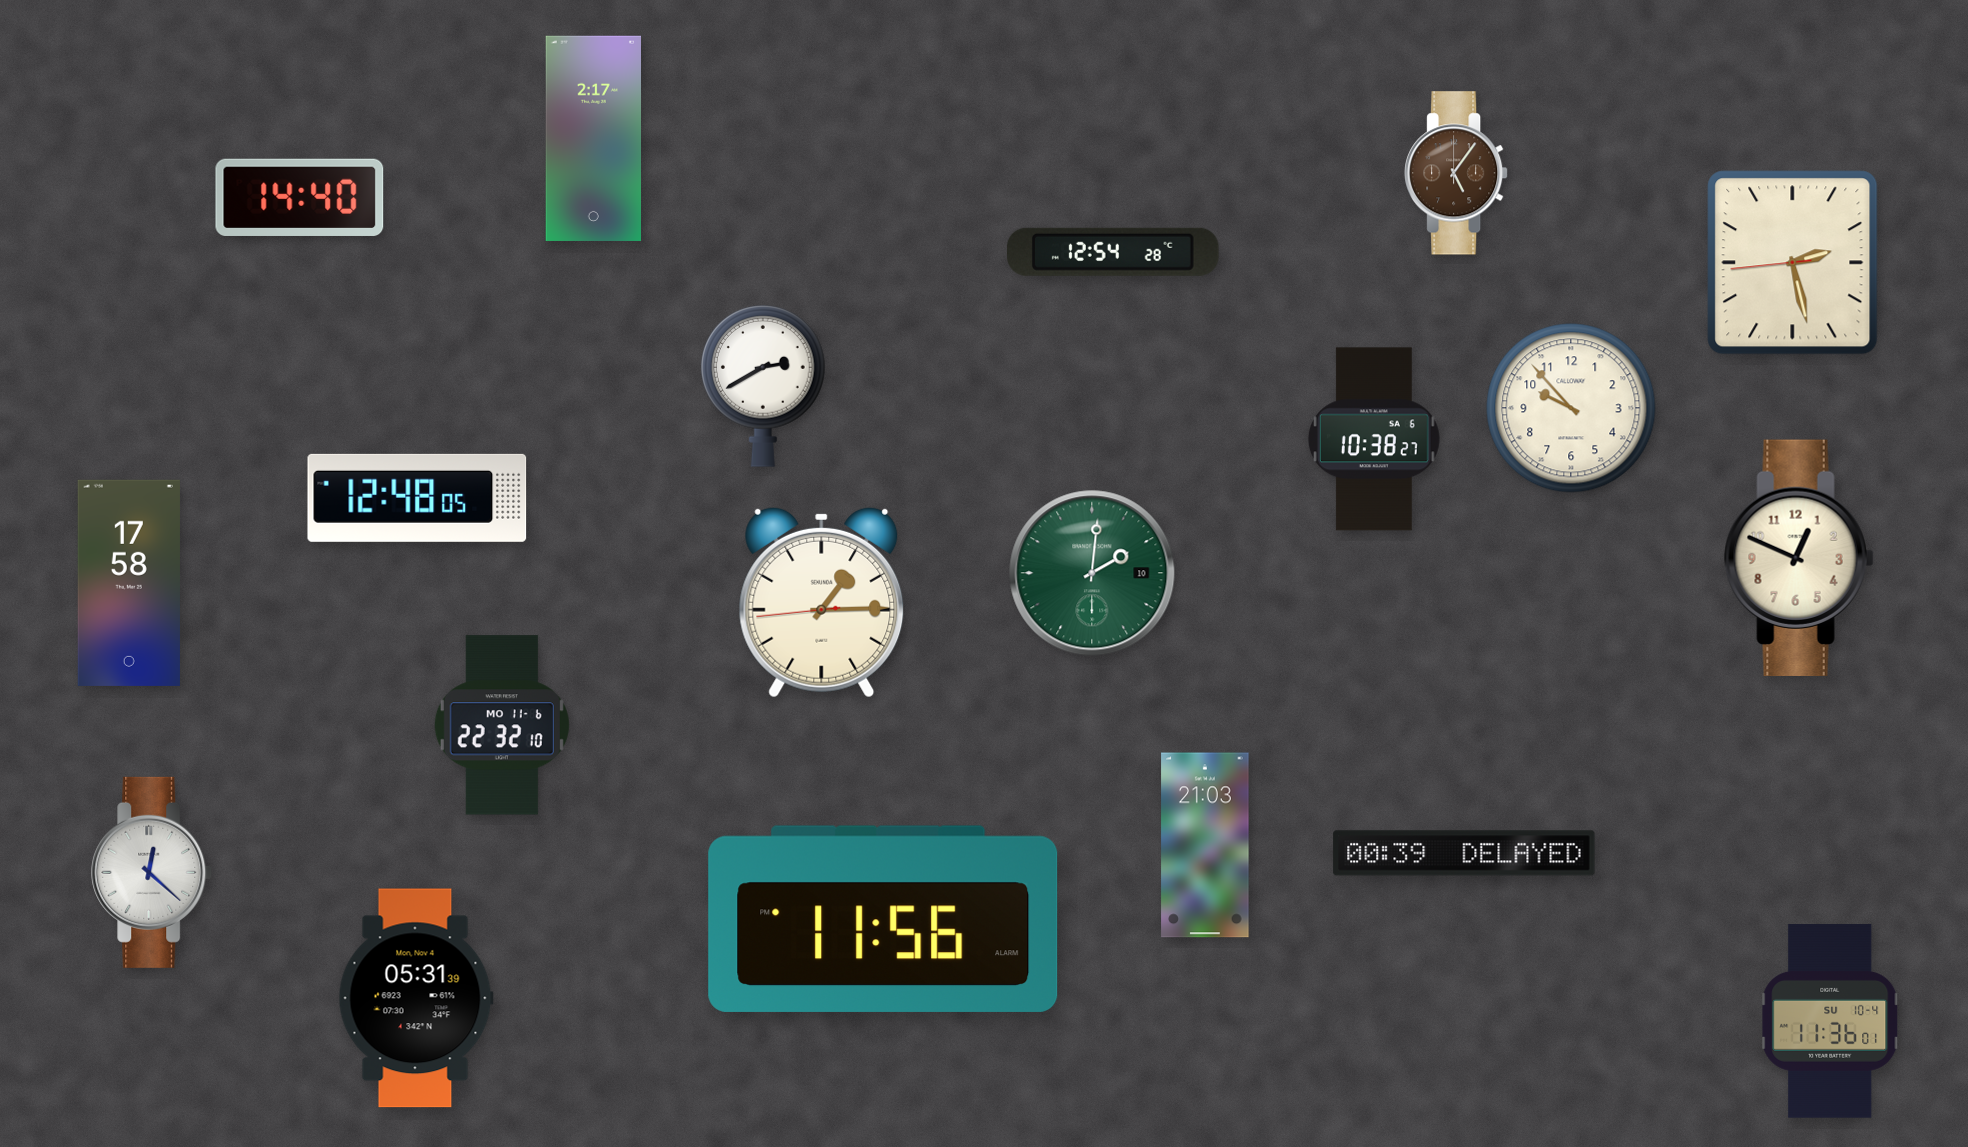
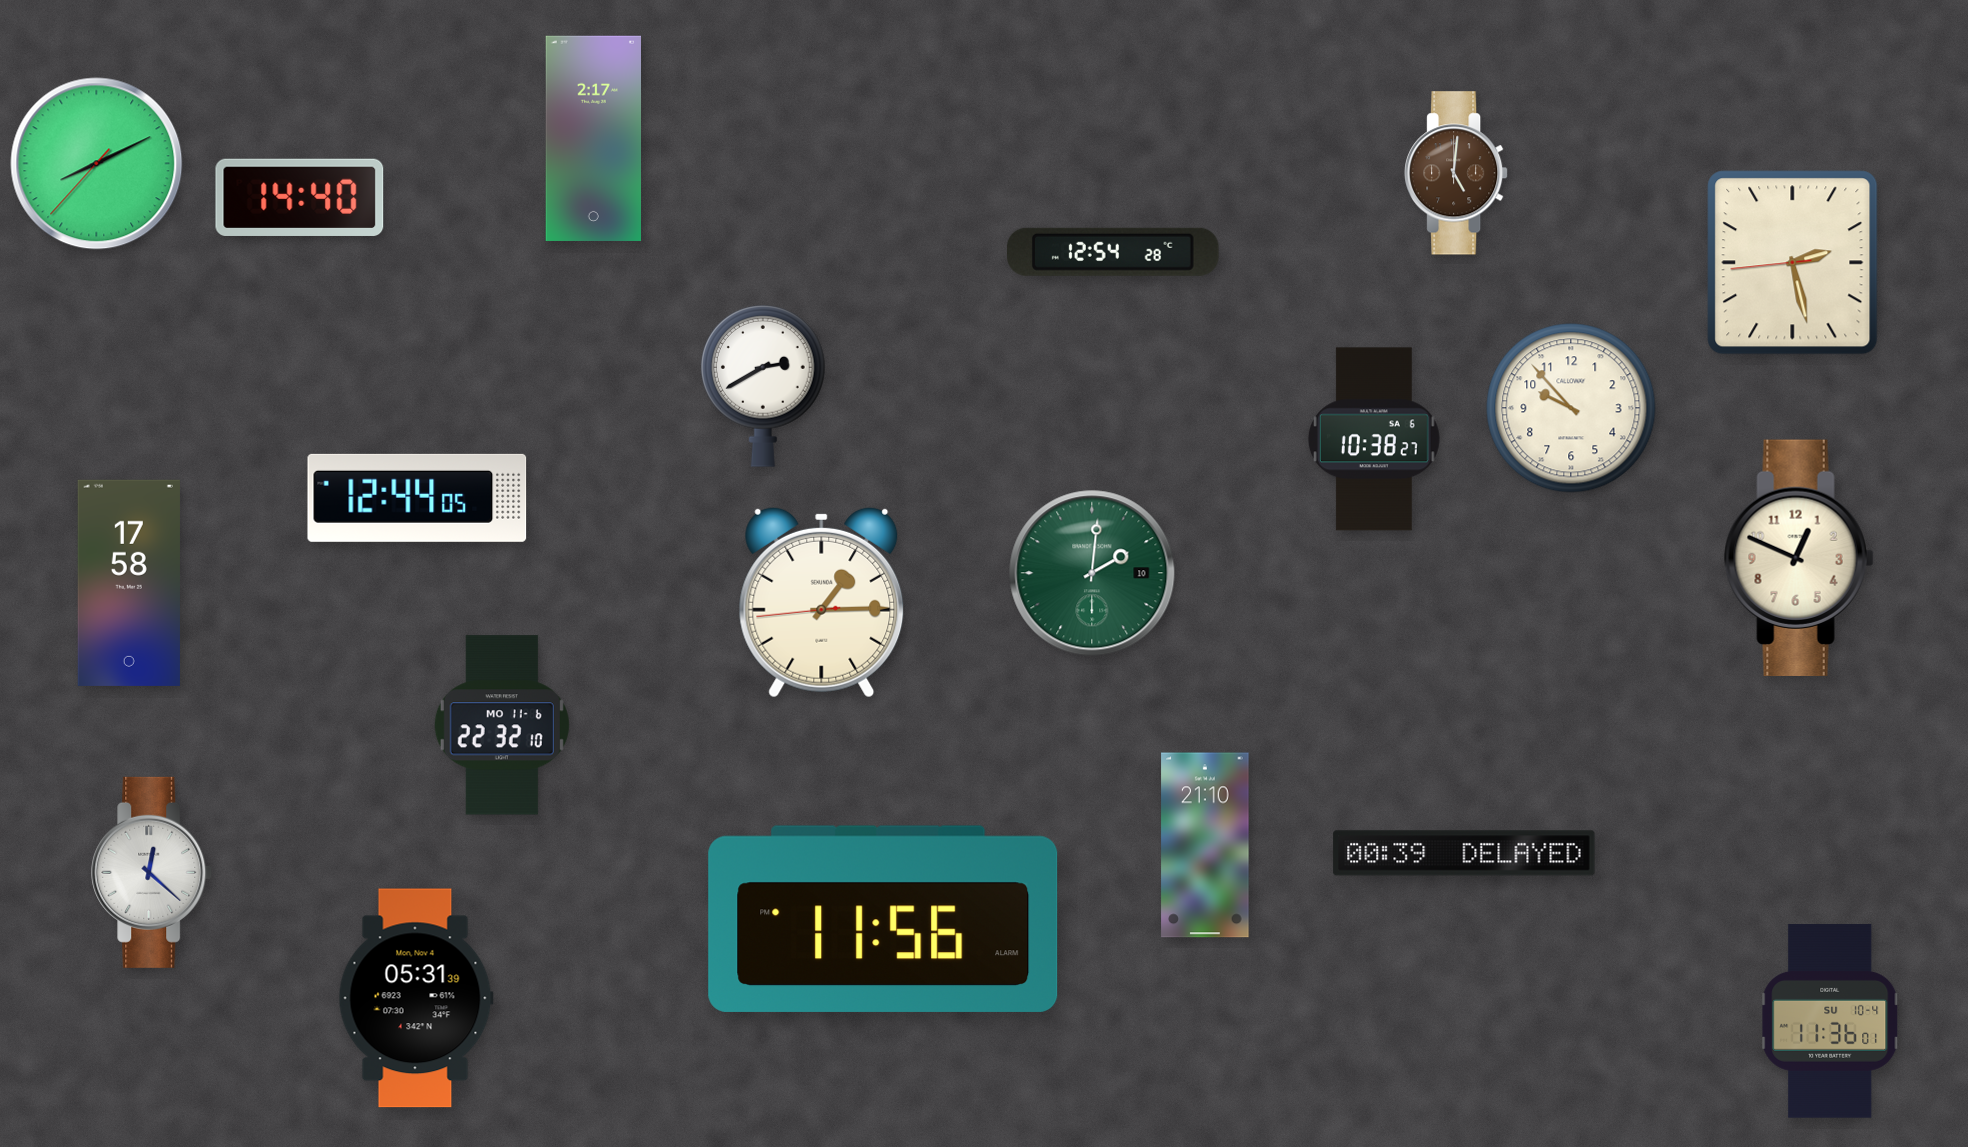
clock at (97, 164): none -> 8:10
clock at (1457, 173): 5:06 -> 5:01
clock at (417, 498): 12:48 -> 12:44
clock at (1205, 845): 21:03 -> 21:10
